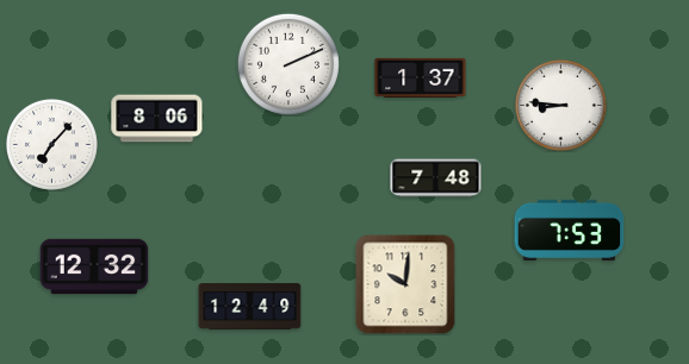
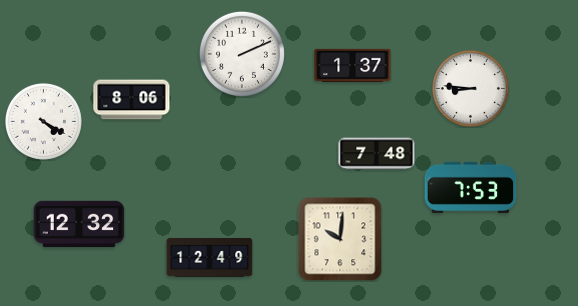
clock at (51, 144): 7:07 -> 4:20
clock at (436, 178) position: (436, 178) -> (377, 154)
clock at (570, 230) position: (570, 230) -> (471, 187)
